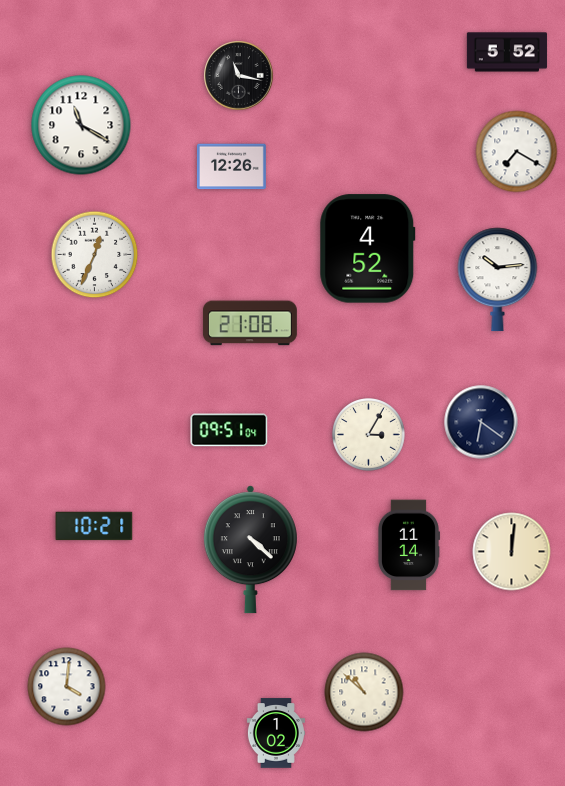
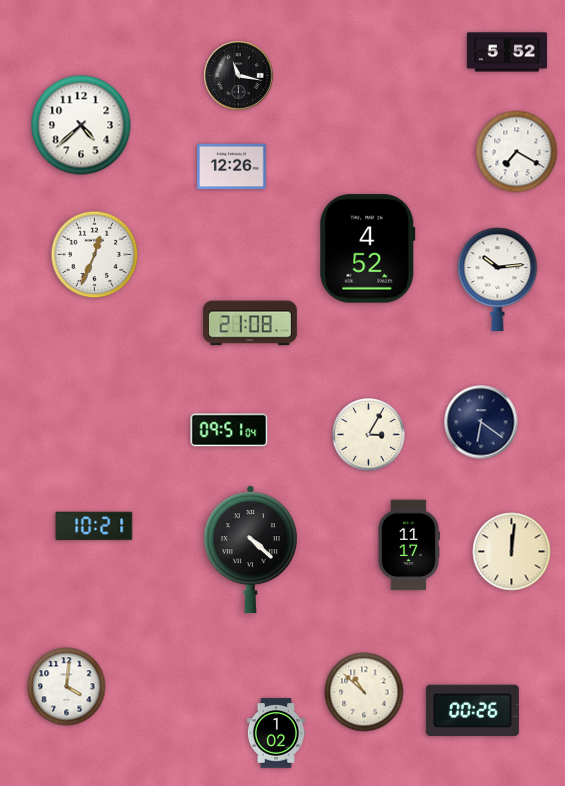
clock at (81, 125): 11:20 -> 4:38
clock at (408, 545): 11:14 -> 11:17
clock at (472, 711): none -> 00:26
